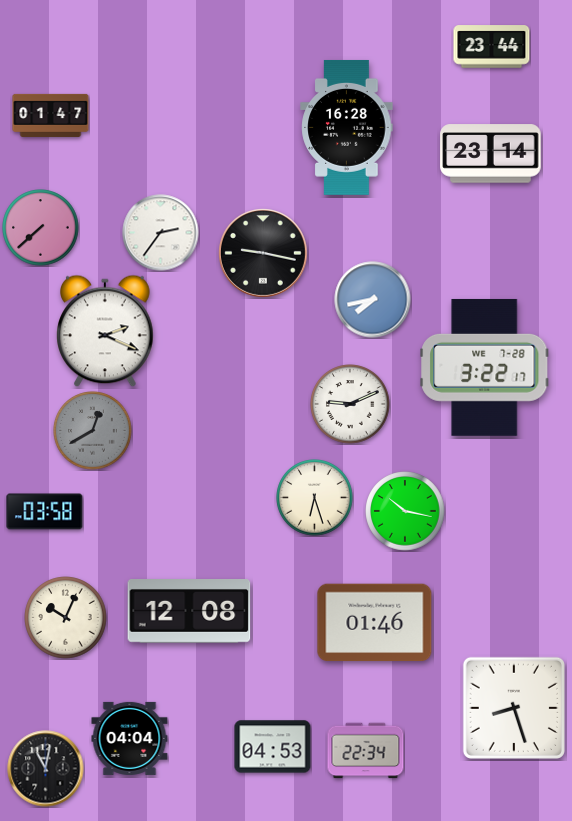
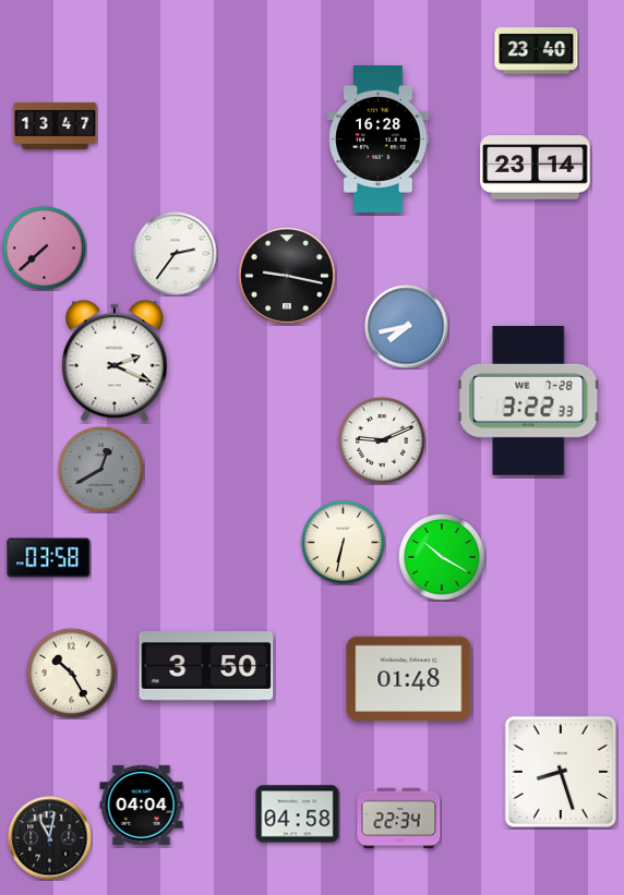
clock at (492, 47): 23:44 -> 23:40
clock at (51, 115): 01:47 -> 13:47
clock at (485, 367): 3:22:17 -> 3:22:33
clock at (315, 498): 6:27 -> 6:32
clock at (405, 511): 10:17 -> 10:20
clock at (189, 612): 12:08 -> 3:50
clock at (66, 618): 10:04 -> 10:25
clock at (375, 623): 01:46 -> 01:48
clock at (273, 747): 04:53 -> 04:58
